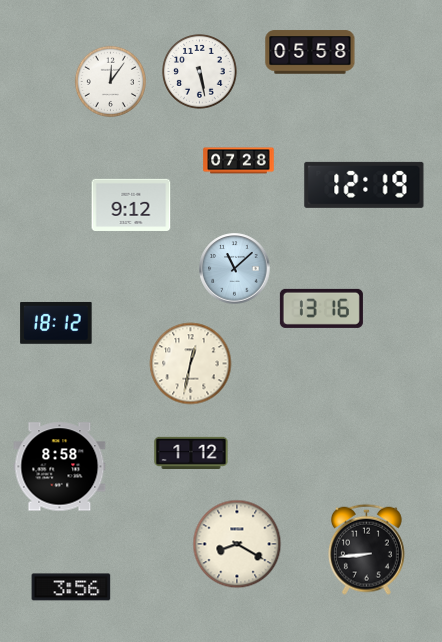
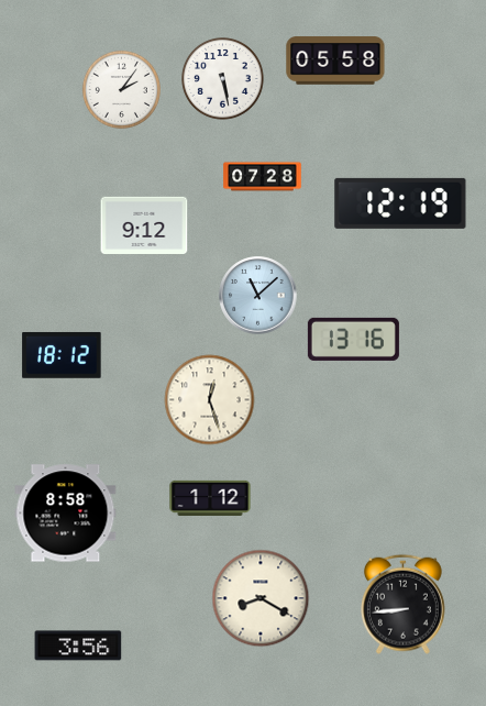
clock at (310, 52) position: (310, 52) -> (335, 60)
clock at (200, 72) position: (200, 72) -> (223, 79)
clock at (110, 81): 12:06 -> 2:06
clock at (191, 364): 12:32 -> 12:27
